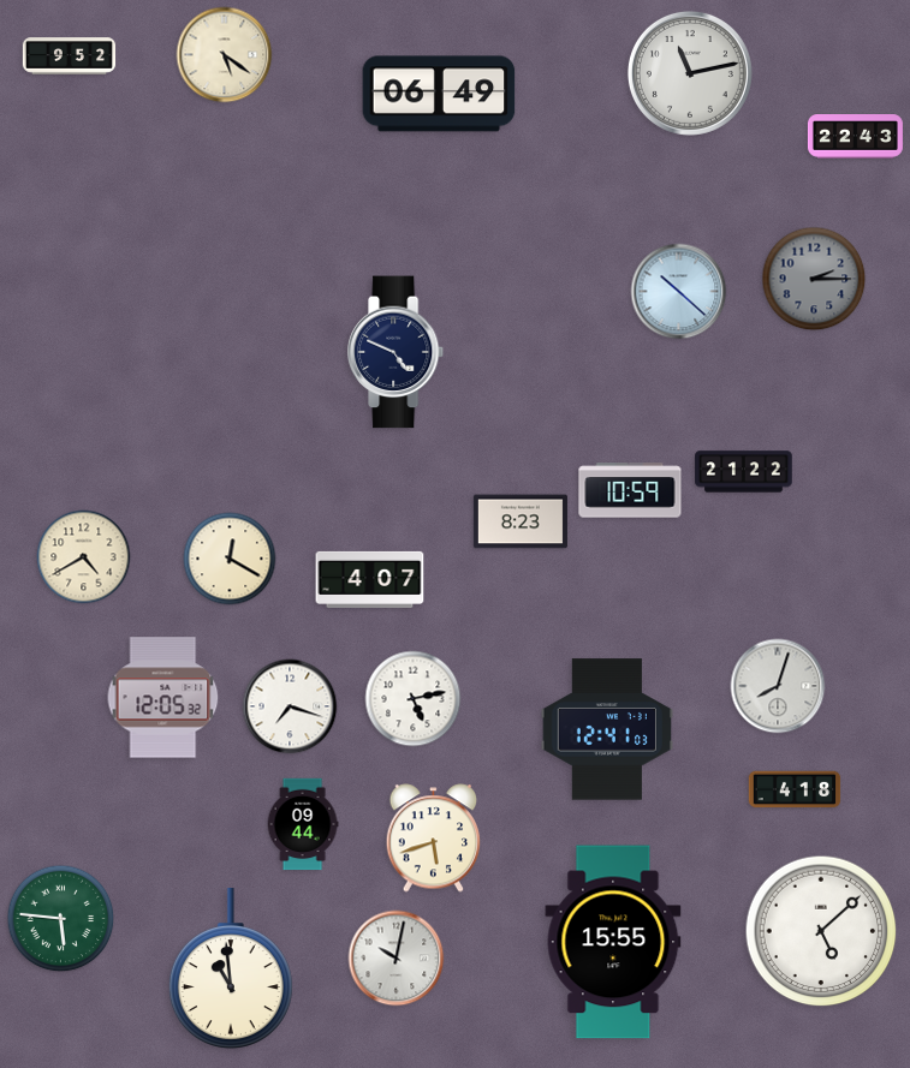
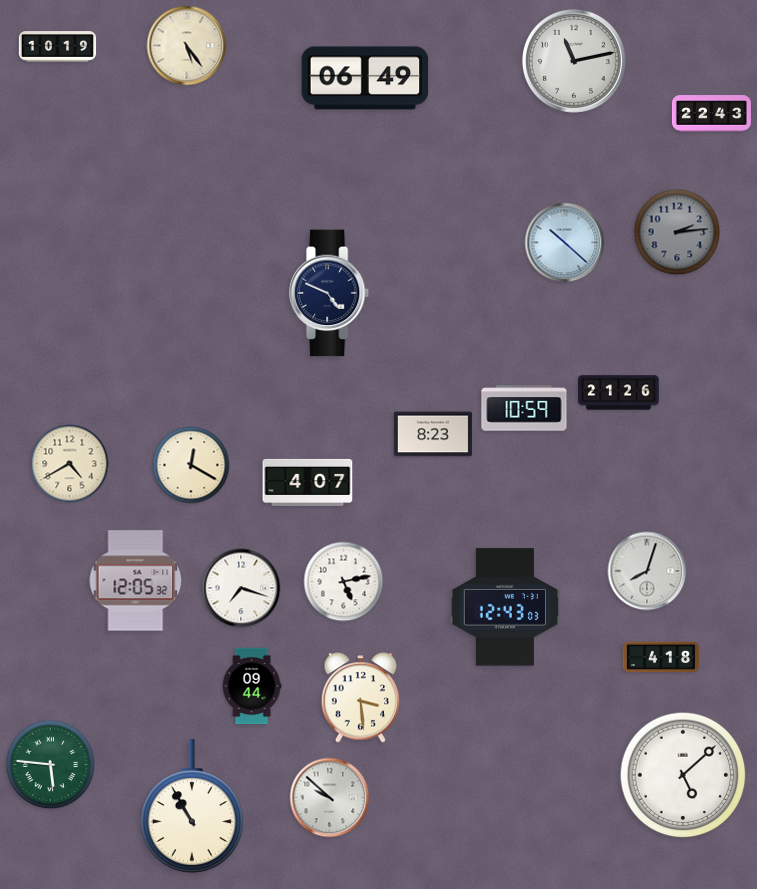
clock at (225, 55): 5:21 -> 5:24
clock at (70, 56): 9:52 -> 10:19
clock at (814, 279): 2:15 -> 2:14
clock at (744, 472): 21:22 -> 21:26
clock at (606, 729): 12:41 -> 12:43
clock at (434, 839): 5:42 -> 3:29
clock at (613, 942): 15:55 -> none
clock at (397, 959): 10:02 -> 9:52
clock at (231, 968): 10:59 -> 10:55
